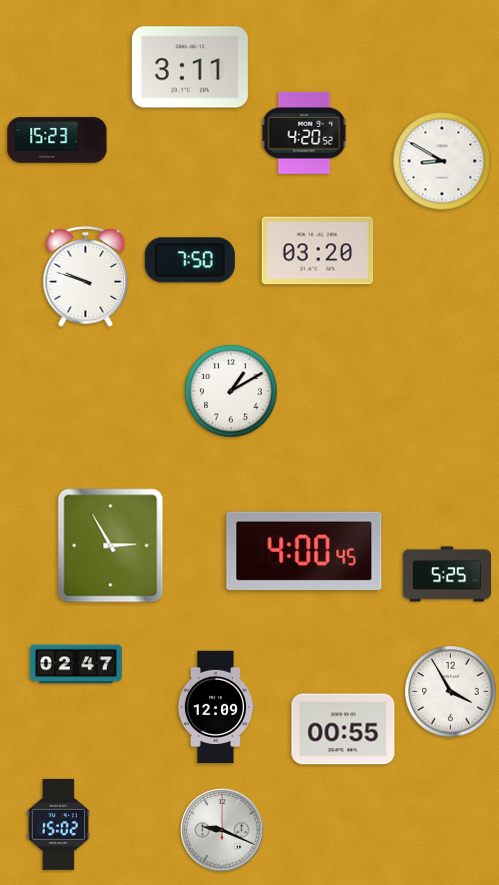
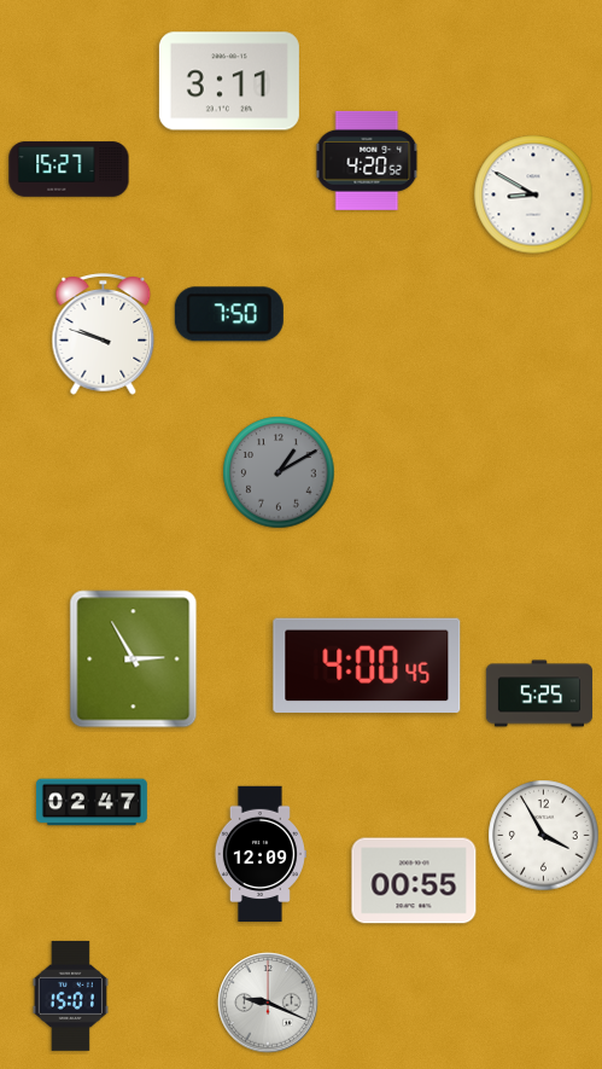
clock at (57, 140): 15:23 -> 15:27
clock at (318, 251): 03:20 -> none
clock at (231, 391) dial: white -> grey
clock at (58, 824): 15:02 -> 15:01
